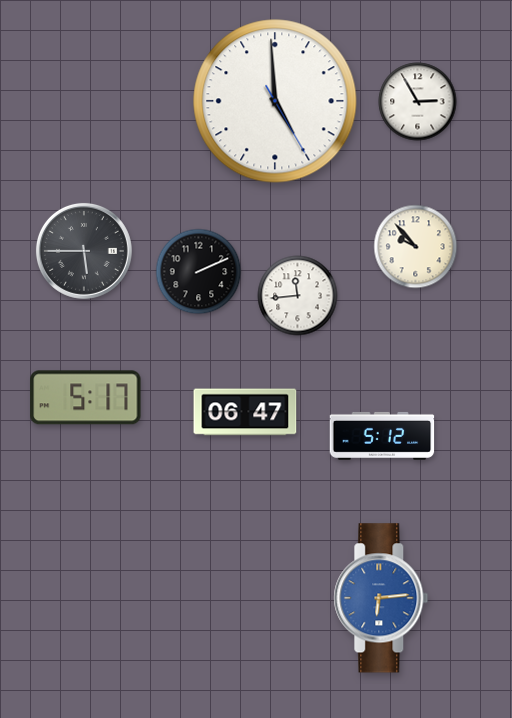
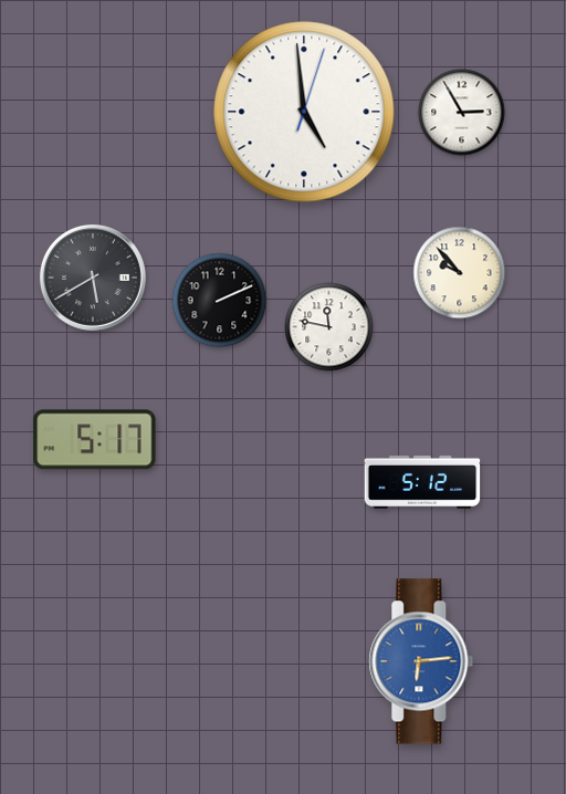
clock at (275, 101): 4:59:25 -> 4:59:03
clock at (84, 251): 5:45 -> 5:40
clock at (298, 296): 11:44 -> 11:47
clock at (245, 412): 06:47 -> none
